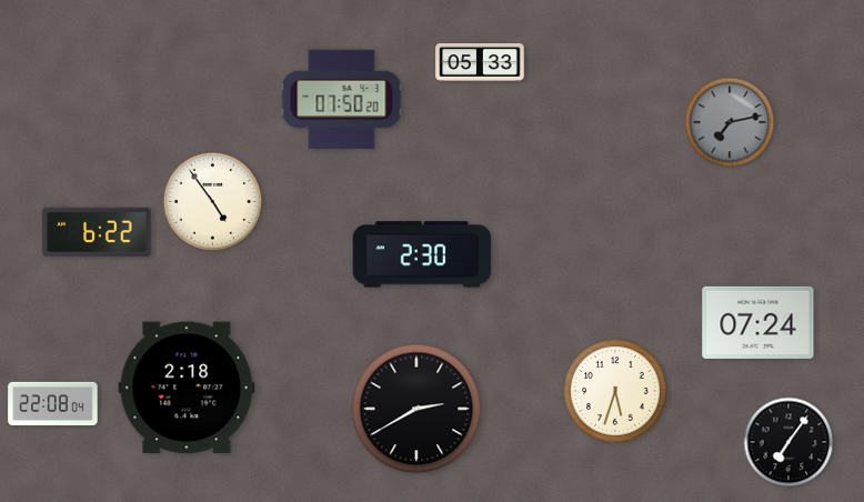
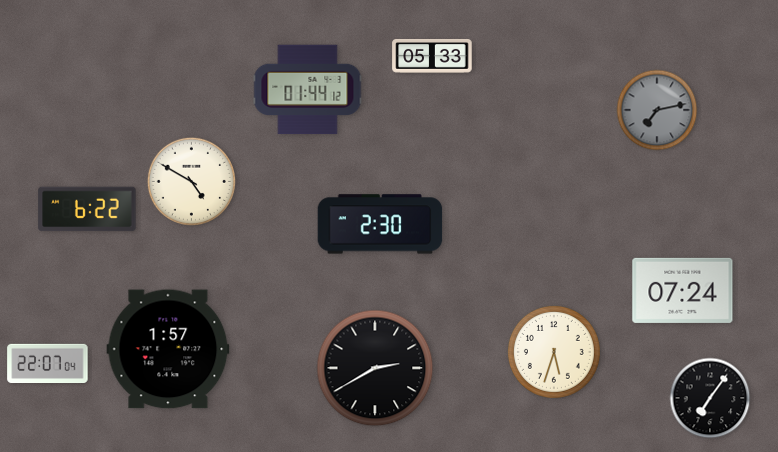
clock at (342, 100): 07:50 -> 01:44
clock at (212, 201): 4:54 -> 4:50
clock at (422, 254) position: (422, 254) -> (380, 224)
clock at (187, 388): 2:18 -> 1:57
clock at (53, 403): 22:08 -> 22:07
